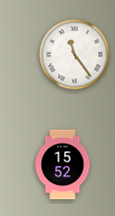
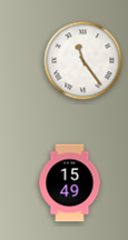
clock at (63, 165): 15:52 -> 15:49
